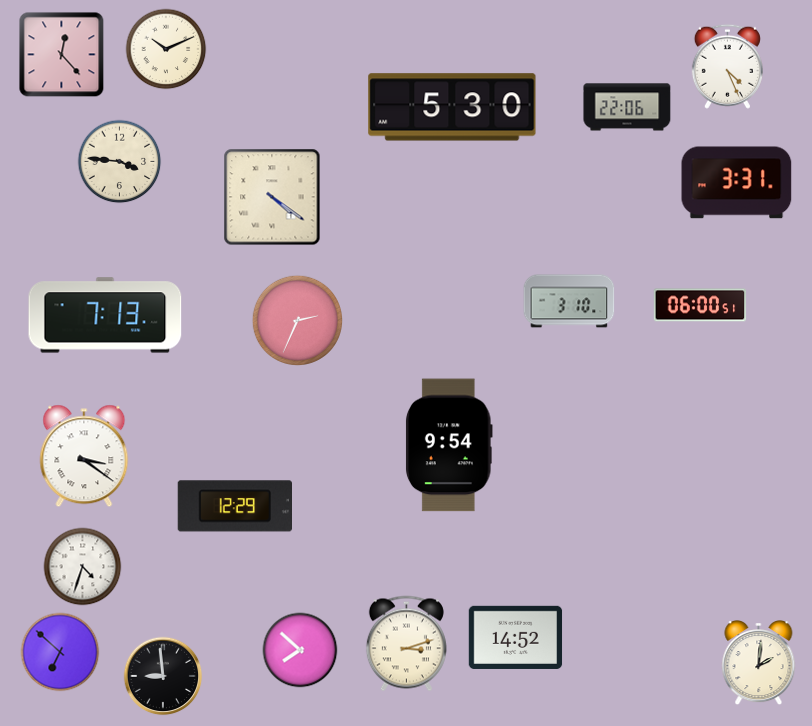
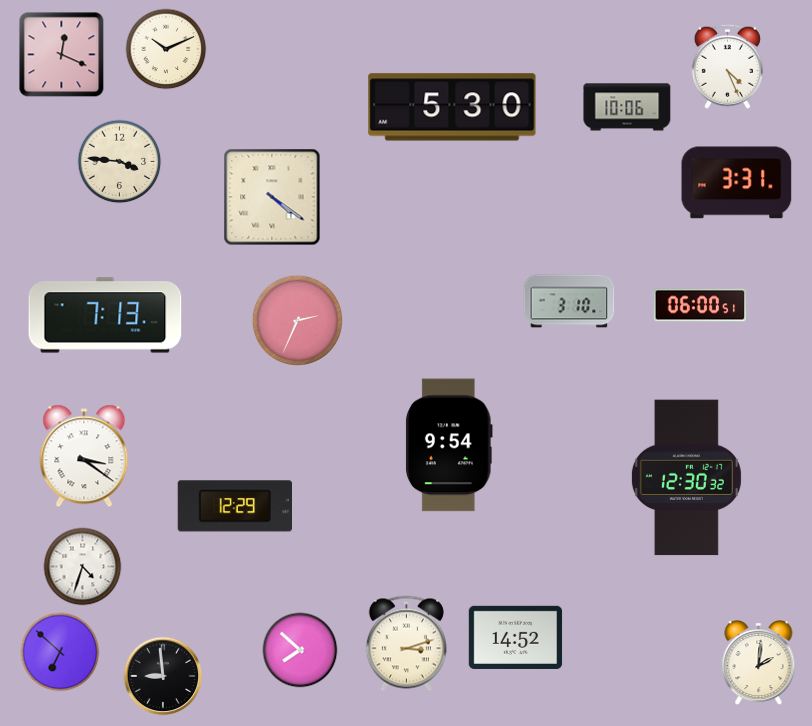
clock at (62, 55): 12:23 -> 12:19
clock at (627, 107): 22:06 -> 10:06
clock at (686, 478): none -> 12:30
